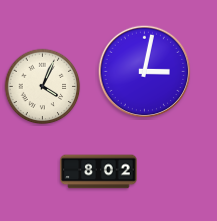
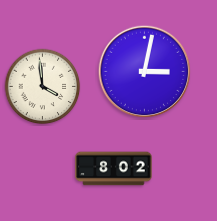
clock at (43, 87): 4:04 -> 3:59
clock at (99, 172) position: (99, 172) -> (114, 169)
